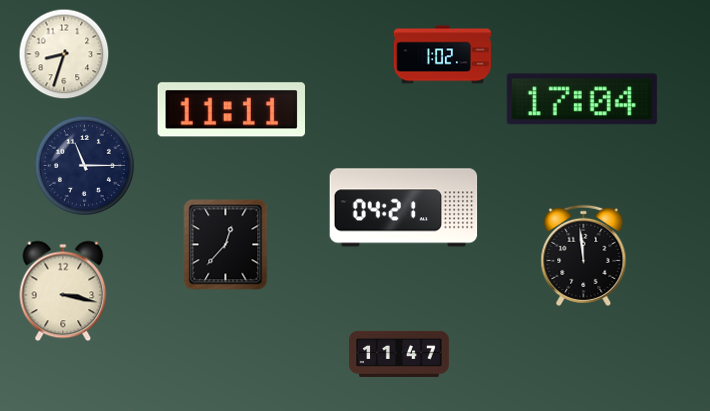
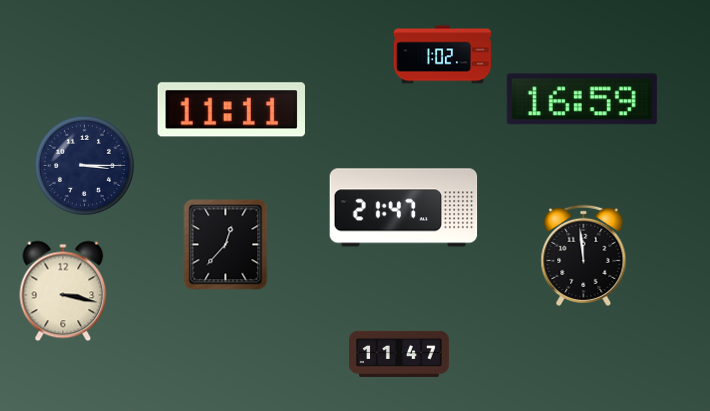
clock at (64, 54): 8:33 -> none
clock at (582, 99): 17:04 -> 16:59
clock at (84, 165): 11:15 -> 3:15
clock at (404, 208): 04:21 -> 21:47
